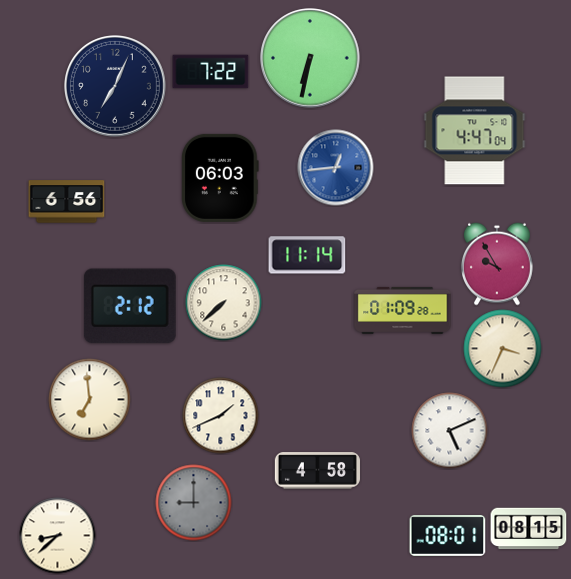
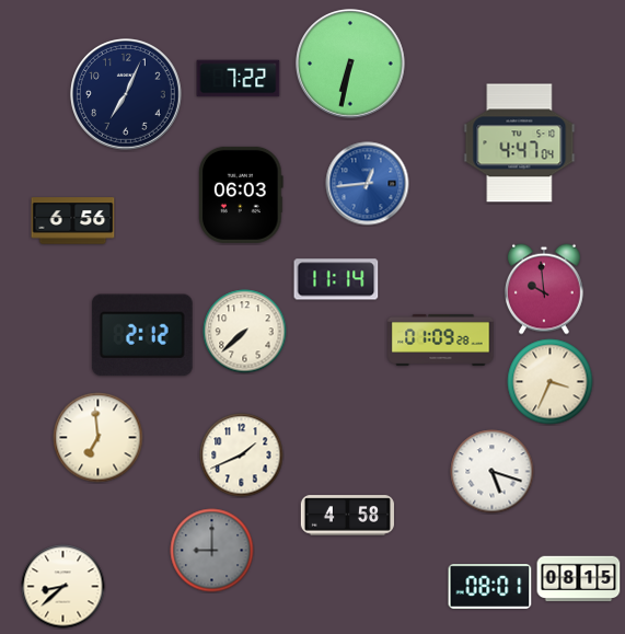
clock at (310, 58) position: (310, 58) -> (350, 64)
clock at (211, 72) position: (211, 72) -> (239, 79)
clock at (497, 264): 9:55 -> 9:59
clock at (450, 431): 5:11 -> 5:18
